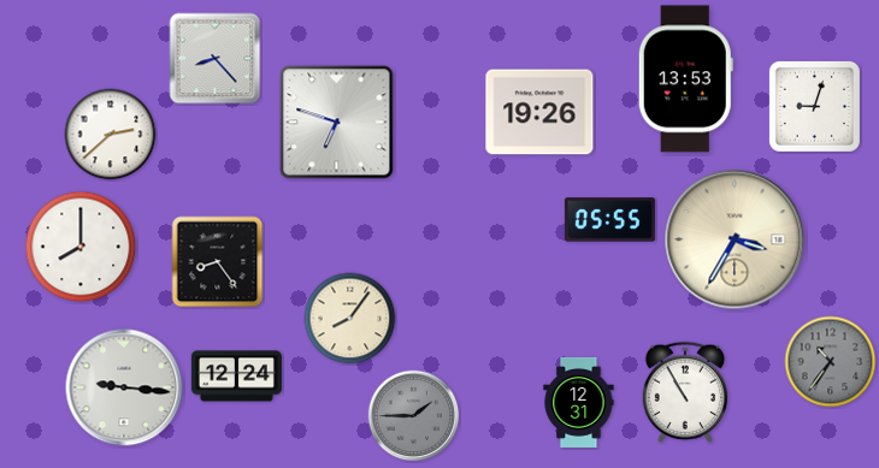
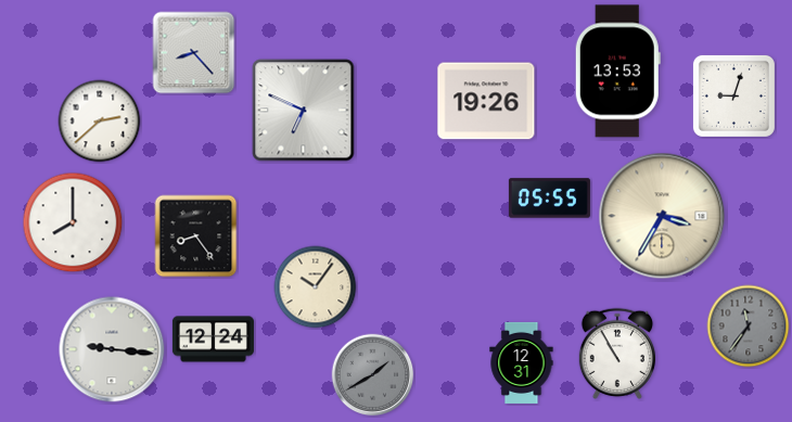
clock at (337, 123): 6:48 -> 6:49
clock at (350, 319): 8:06 -> 10:06
clock at (831, 362): 10:36 -> 11:36
clock at (414, 416): 1:45 -> 1:40
